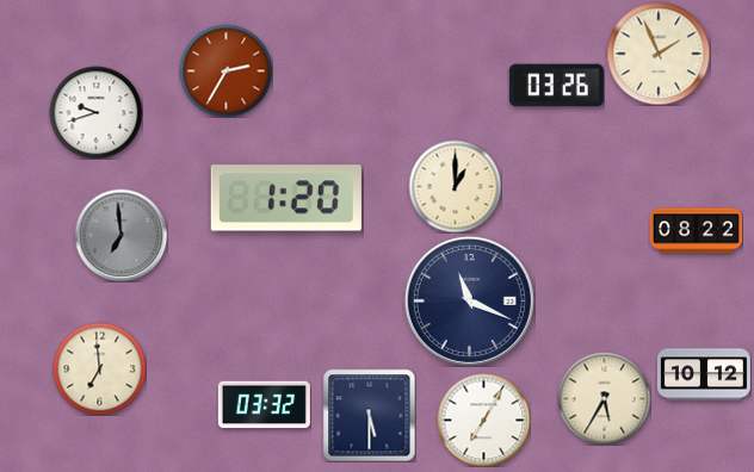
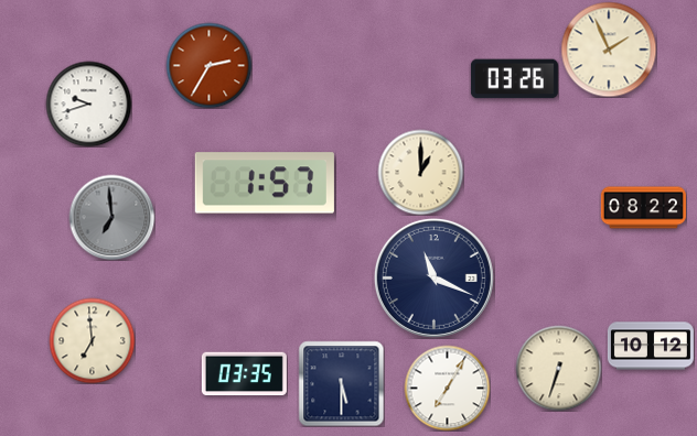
clock at (286, 198): 1:20 -> 1:57
clock at (696, 231) position: (696, 231) -> (643, 208)
clock at (604, 398): 5:35 -> 6:33
clock at (264, 405): 03:32 -> 03:35
